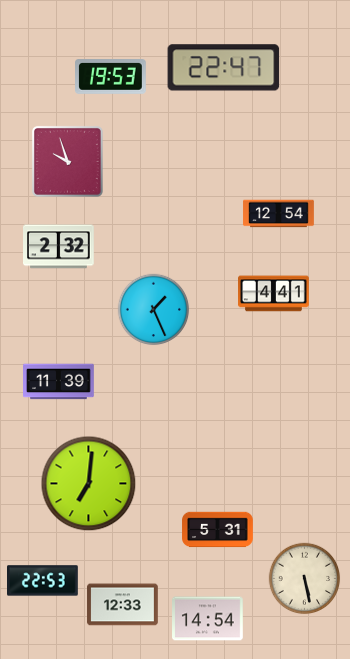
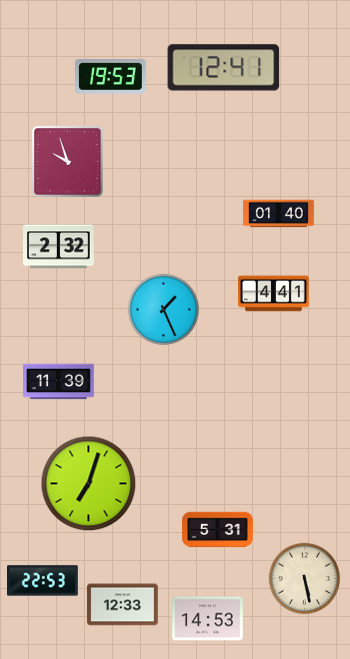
clock at (224, 68): 22:47 -> 12:41
clock at (279, 214): 12:54 -> 01:40
clock at (154, 310) position: (154, 310) -> (164, 310)
clock at (89, 484): 7:01 -> 7:03
clock at (208, 619): 14:54 -> 14:53
